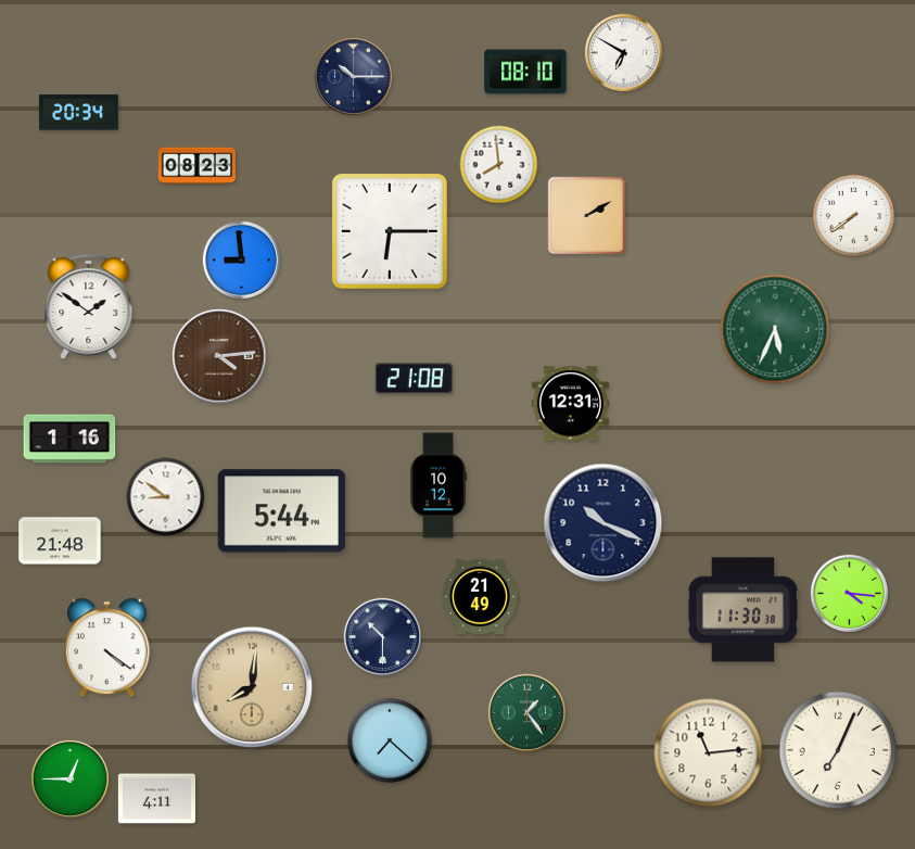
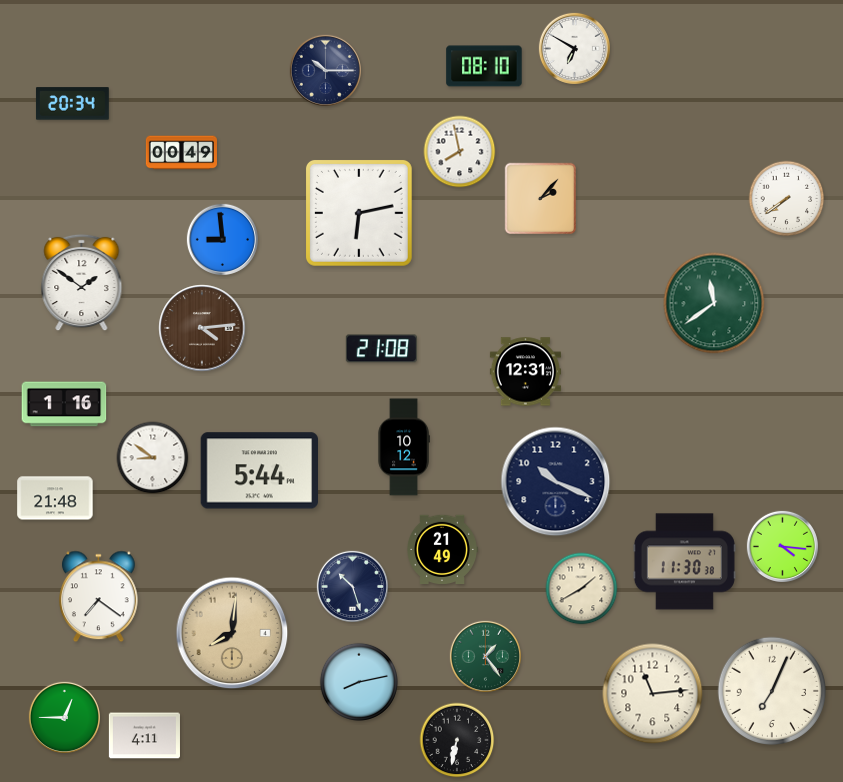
clock at (499, 165): 7:59 -> 7:58
clock at (196, 166): 08:23 -> 00:49
clock at (587, 216): 2:10 -> 2:07
clock at (390, 231): 6:15 -> 6:13
clock at (775, 329): 5:34 -> 11:39
clock at (382, 636): 10:30 -> 10:27
clock at (582, 589): none -> 1:40
clock at (107, 648): 4:21 -> 7:21
clock at (390, 740): 7:22 -> 8:13
clock at (457, 740): none -> 6:32
